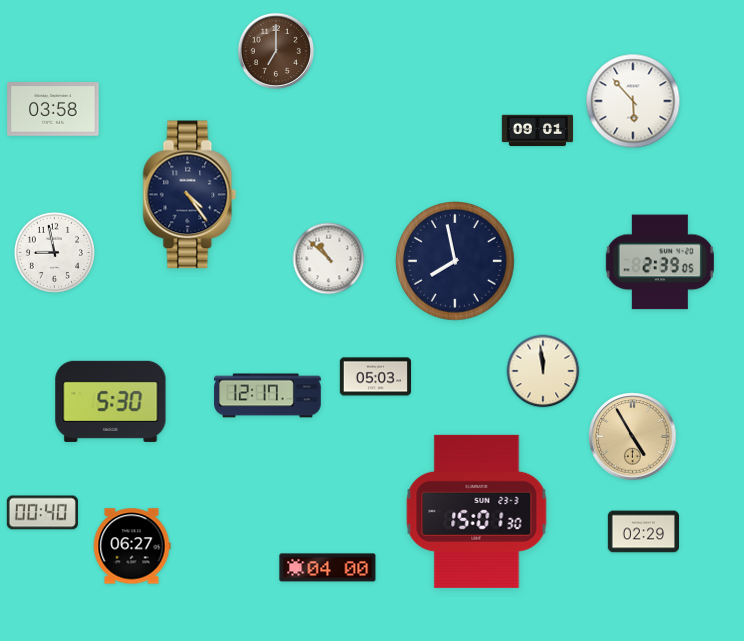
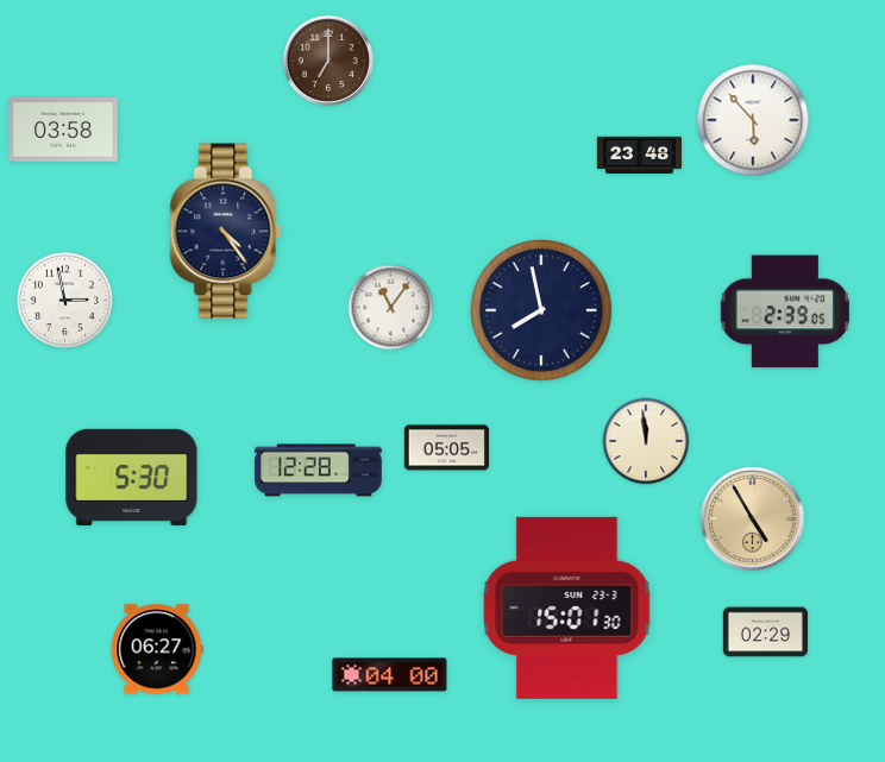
clock at (537, 131): 09:01 -> 23:48
clock at (54, 252): 8:58 -> 2:58
clock at (329, 259): 10:52 -> 11:06
clock at (375, 377): 05:03 -> 05:05
clock at (268, 396): 12:17 -> 12:28
clock at (42, 513): 00:40 -> none
